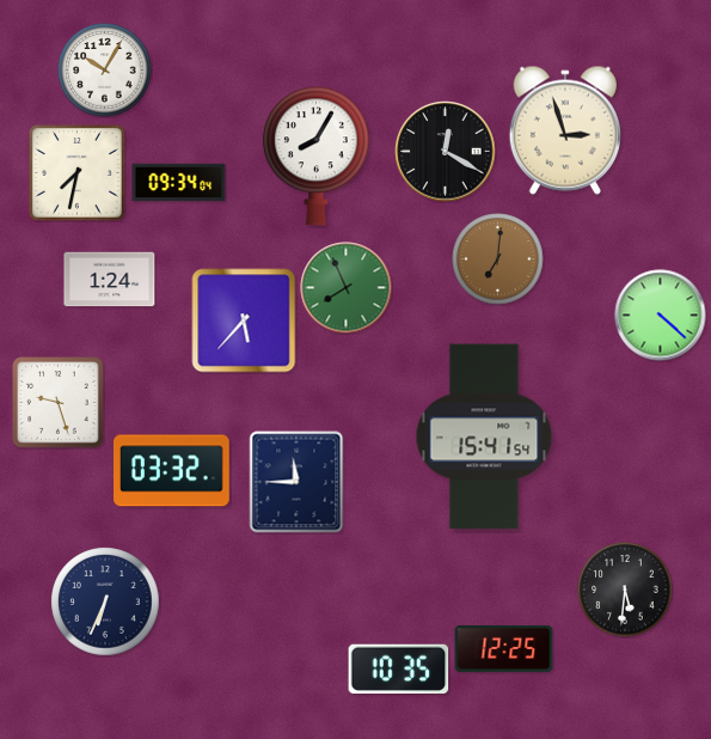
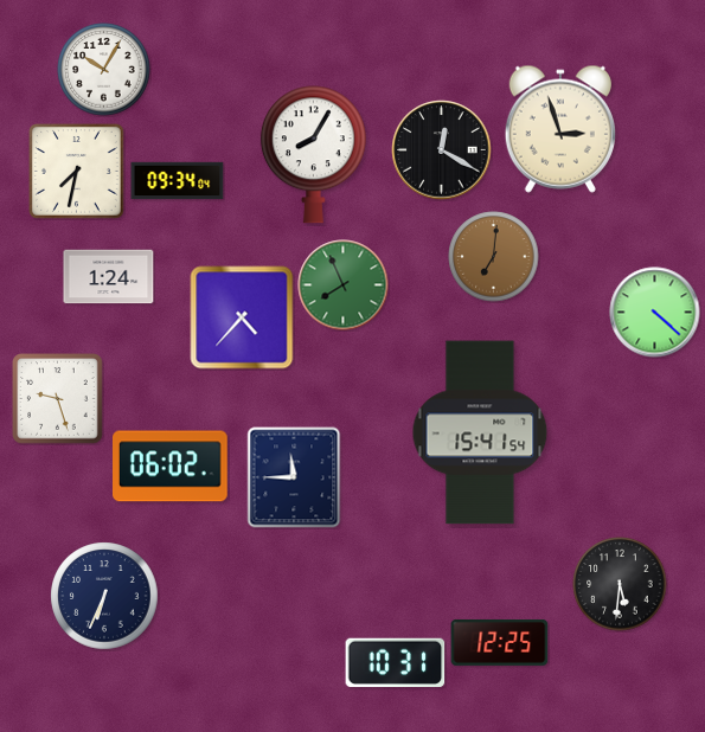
clock at (244, 320): 5:37 -> 4:37
clock at (172, 471): 03:32 -> 06:02
clock at (399, 668): 10:35 -> 10:31
